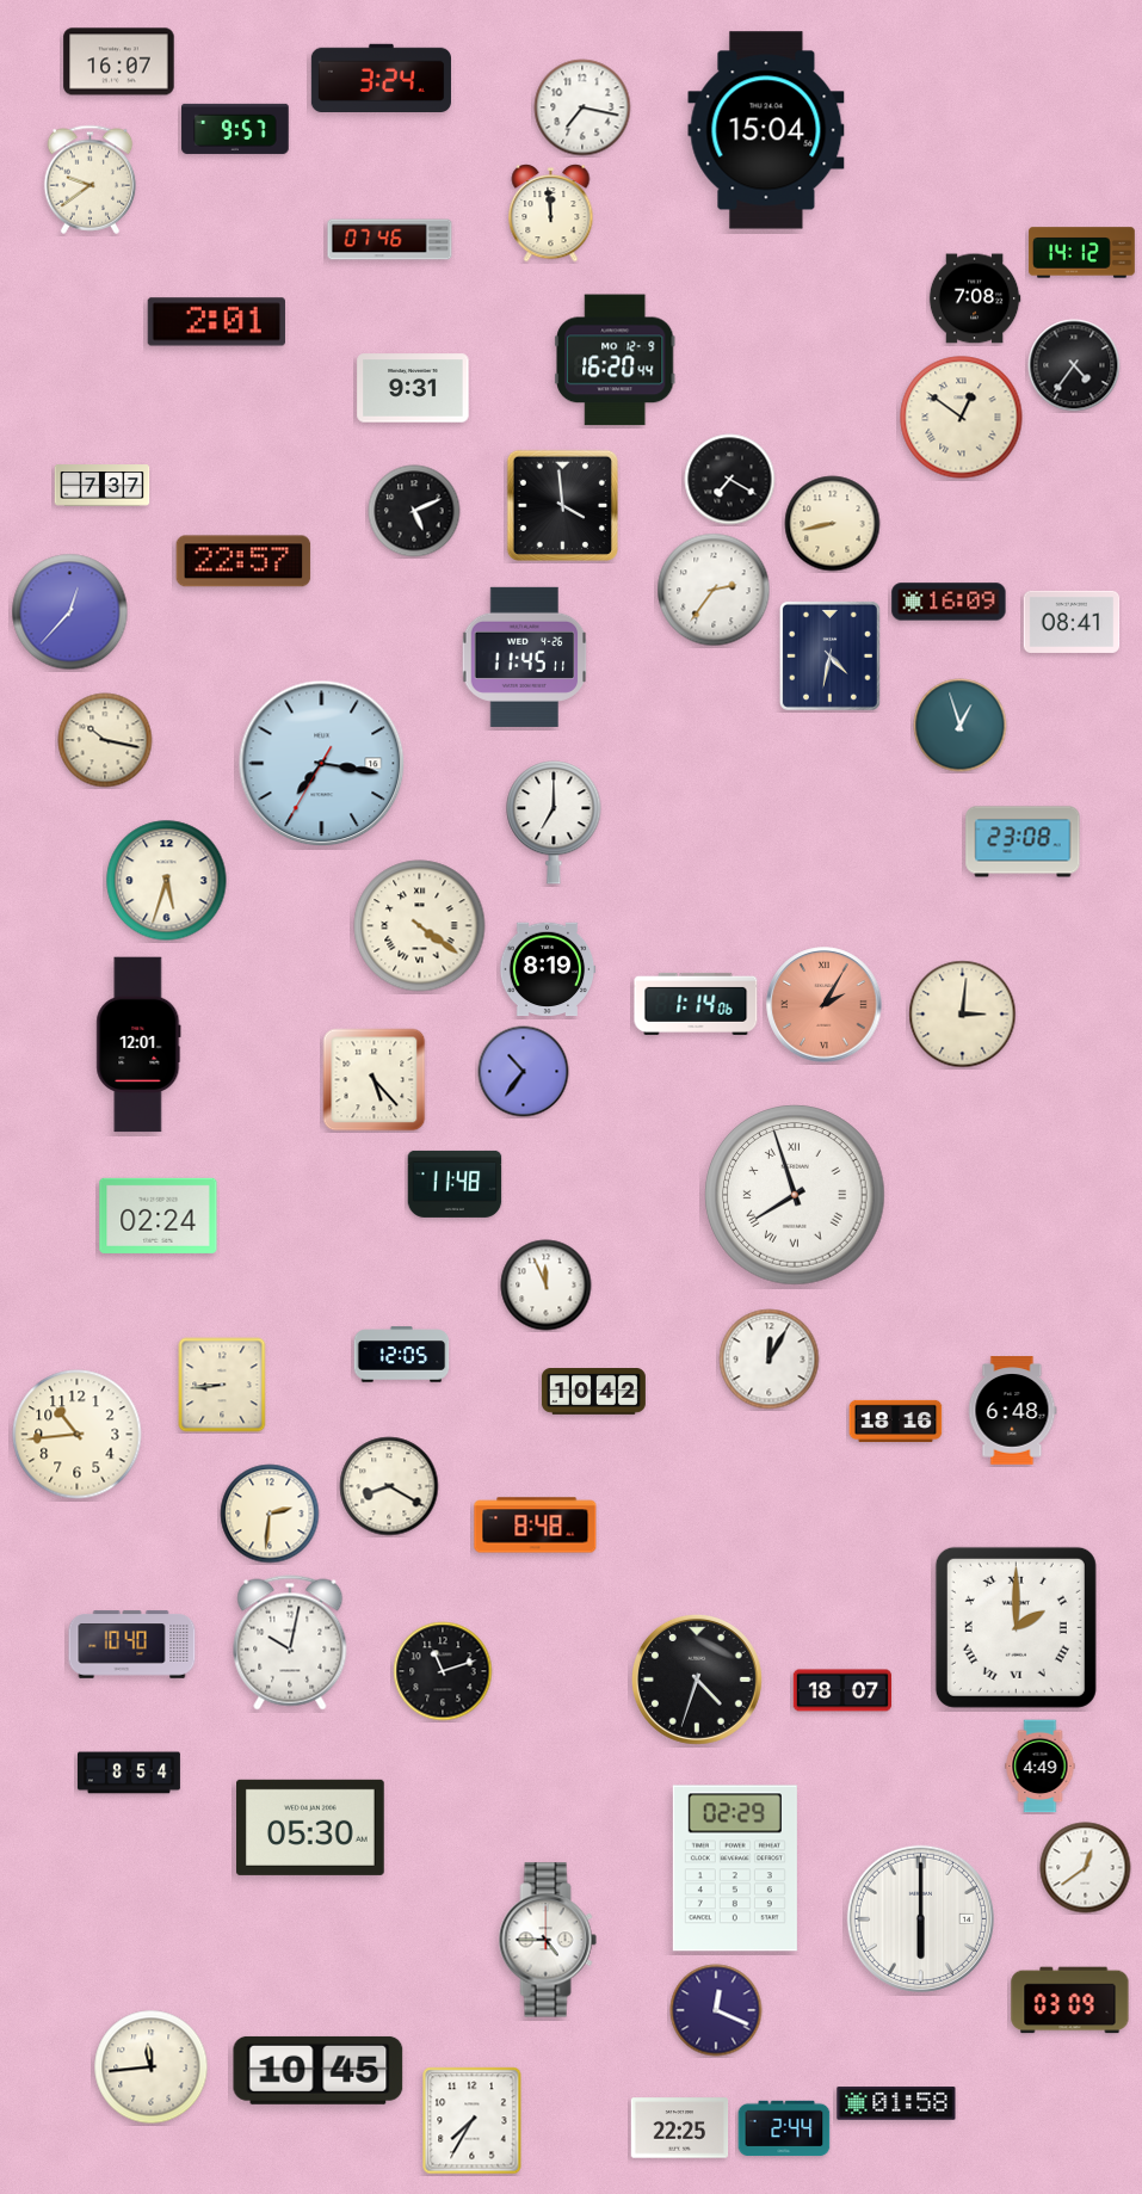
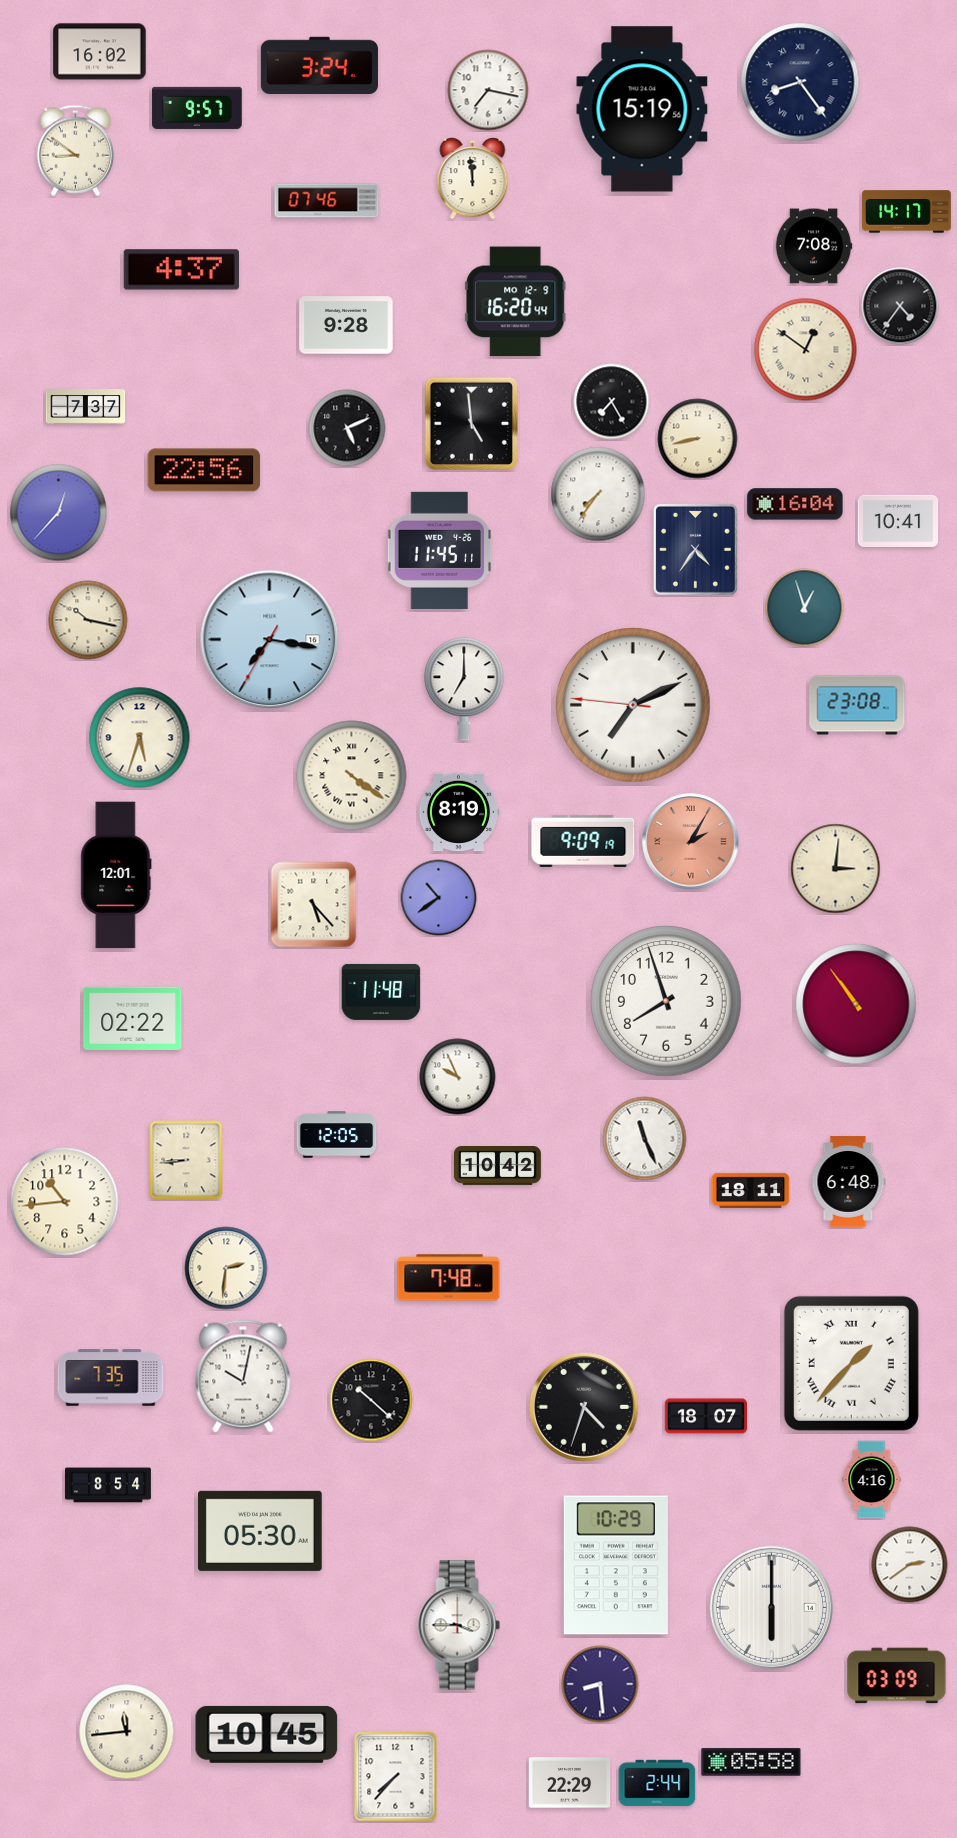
clock at (119, 62): 16:07 -> 16:02
clock at (800, 82): none -> 8:24
clock at (766, 130): 15:04 -> 15:19
clock at (91, 179): 9:39 -> 8:51
clock at (551, 214) position: (551, 214) -> (473, 179)
clock at (1082, 253): 14:12 -> 14:17
clock at (975, 298) position: (975, 298) -> (814, 246)
clock at (216, 322): 2:01 -> 4:37
clock at (413, 388): 9:31 -> 9:28
clock at (730, 480): 7:20 -> 7:25
clock at (563, 506): 3:59 -> 4:59
clock at (243, 561): 22:57 -> 22:56
clock at (714, 590): 2:36 -> 7:36
clock at (949, 602): 16:09 -> 16:04
clock at (1072, 622): 08:41 -> 10:41
clock at (829, 655): 4:32 -> 4:36
clock at (633, 705): none -> 7:10
clock at (696, 1004): 1:14 -> 9:09
clock at (963, 1015) position: (963, 1015) -> (836, 869)
clock at (524, 1072): 10:36 -> 10:39
clock at (795, 1195) numerals: Roman -> Arabic
clock at (856, 1004): none -> 10:54
clock at (159, 1215): 02:24 -> 02:22
clock at (547, 1286): 11:56 -> 9:56
clock at (770, 1360): 12:05 -> 11:26
clock at (896, 1420): 18:16 -> 18:11
clock at (389, 1486): 8:20 -> none
clock at (536, 1526): 8:48 -> 7:48
clock at (1016, 1627): 2:00 -> 1:37
clock at (132, 1645): 10:40 -> 7:35
clock at (443, 1671): 11:12 -> 10:22
clock at (1041, 1767): 4:49 -> 4:16
clock at (735, 1868): 02:29 -> 10:29
clock at (1086, 1868): 12:39 -> 2:39
clock at (548, 1940): 4:45 -> 3:45
clock at (716, 2010): 12:19 -> 8:29
clock at (896, 2103): 01:58 -> 05:58
clock at (473, 2121): 7:35 -> 7:37
clock at (680, 2128): 22:25 -> 22:29
